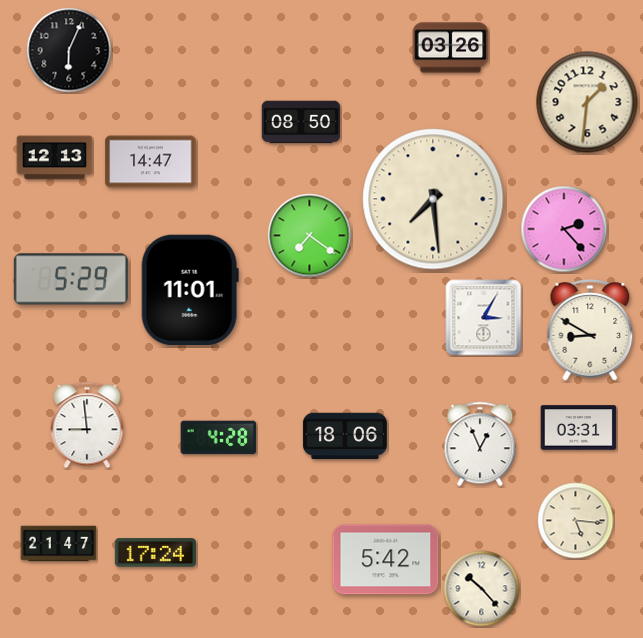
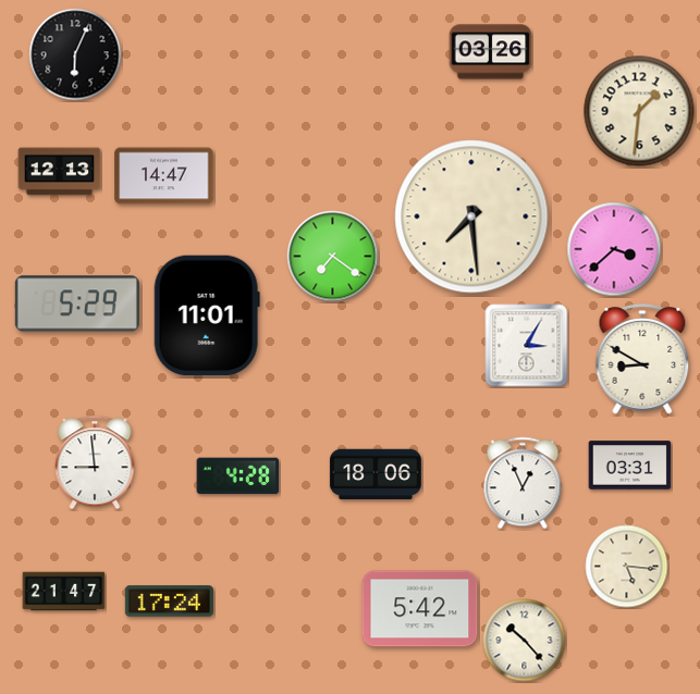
clock at (301, 122): 08:50 -> none
clock at (564, 229): 2:23 -> 3:38
clock at (310, 236) position: (310, 236) -> (333, 257)
